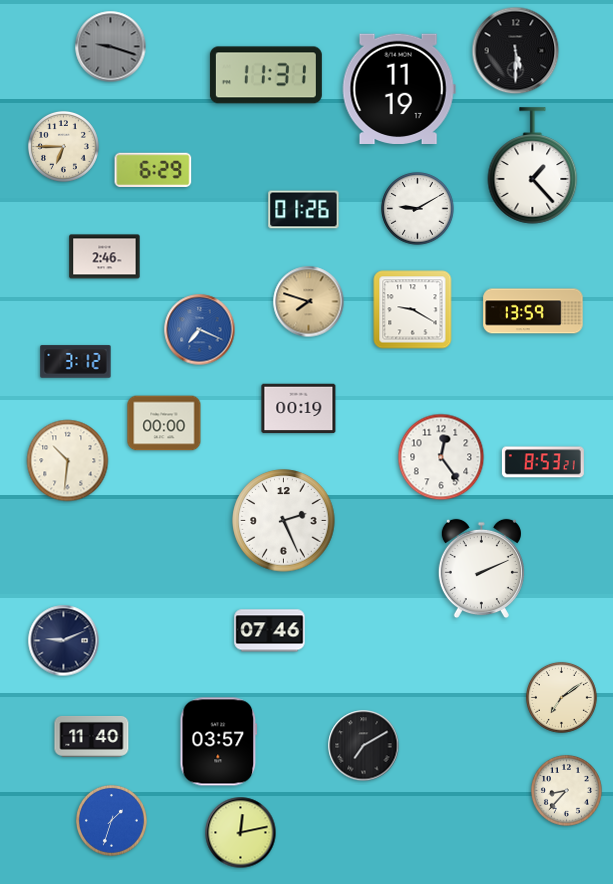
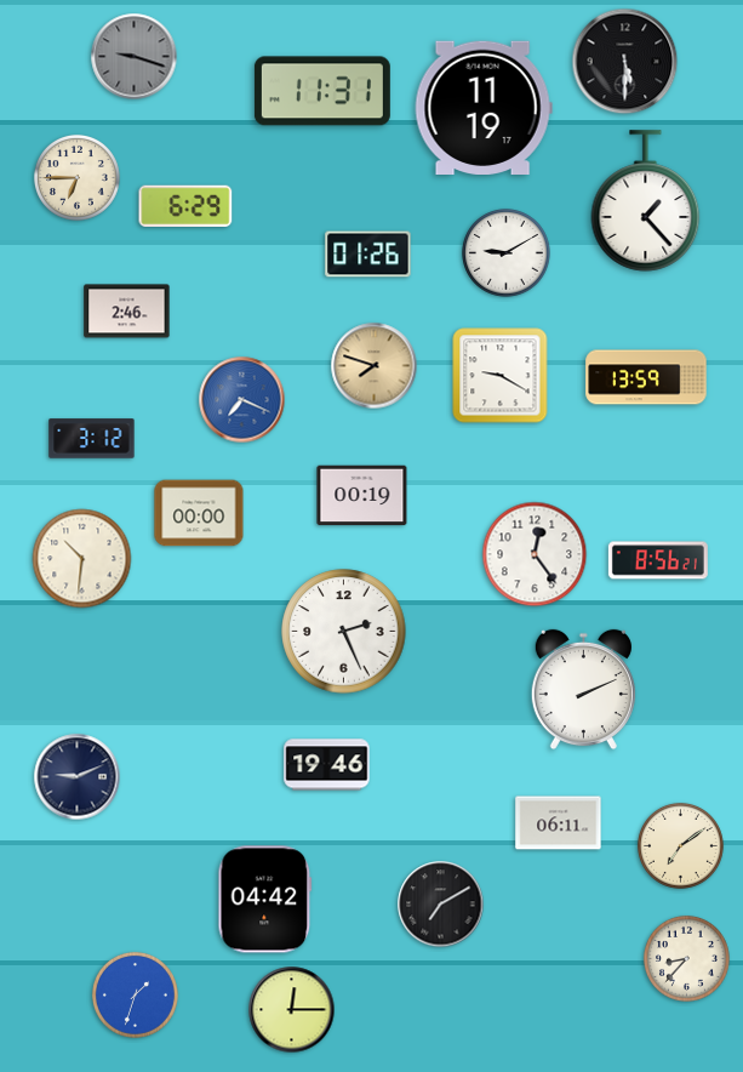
clock at (543, 462): 8:53 -> 8:56
clock at (270, 631): 07:46 -> 19:46
clock at (559, 823): none -> 06:11
clock at (92, 737): 11:40 -> none
clock at (219, 742): 03:57 -> 04:42
clock at (241, 833): 12:13 -> 12:15
